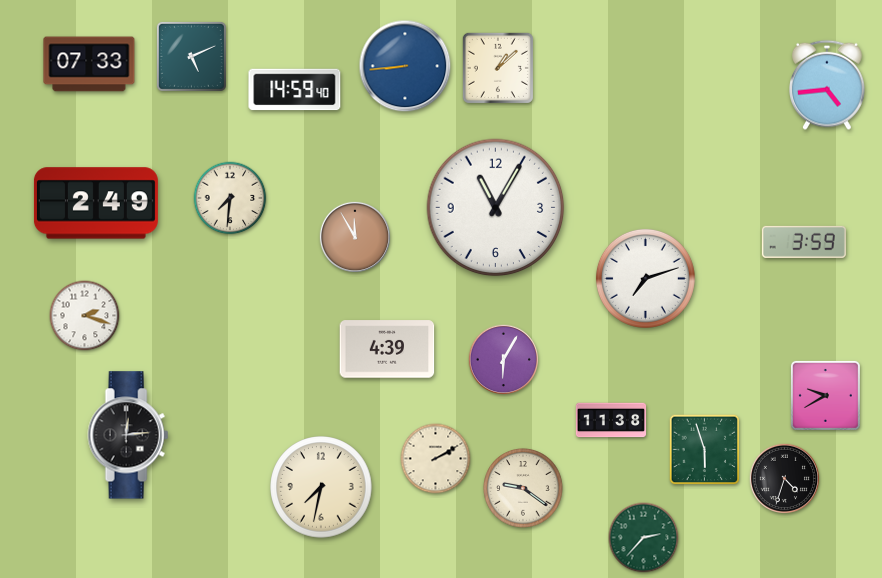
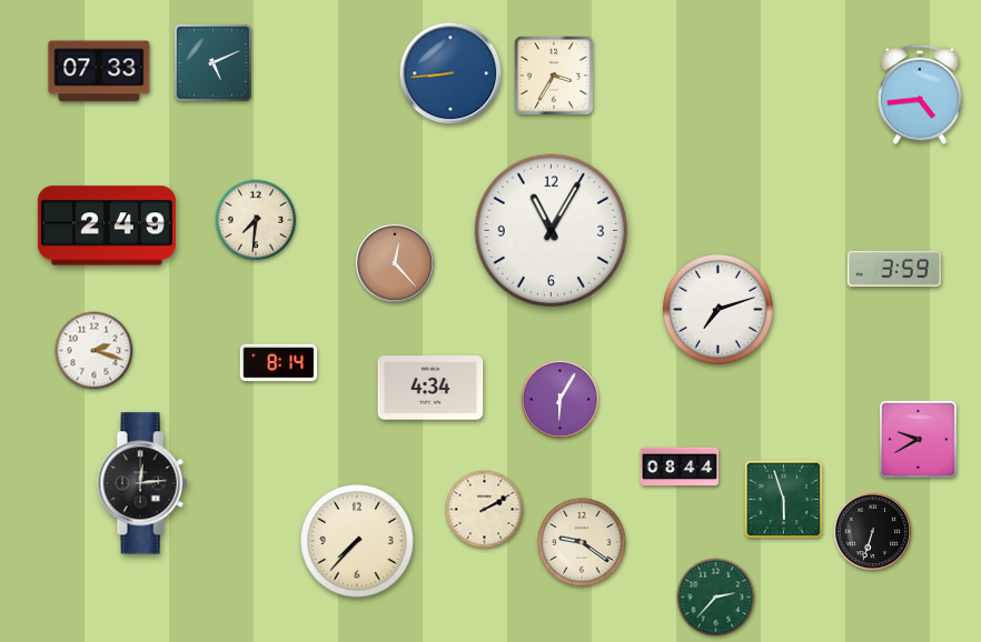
clock at (498, 68): 1:08 -> 3:35
clock at (295, 90): 14:59 -> none
clock at (354, 236): 11:55 -> 12:23
clock at (279, 363): none -> 8:14
clock at (387, 349): 4:39 -> 4:34
clock at (611, 420): 11:38 -> 08:44
clock at (785, 479): 4:33 -> 6:33
clock at (321, 487): 7:32 -> 7:37
